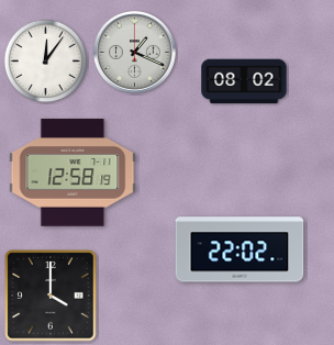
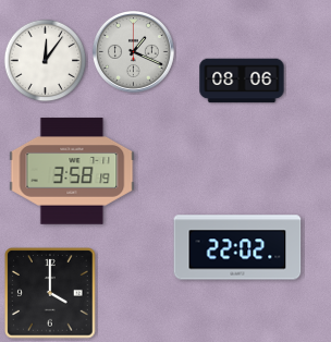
clock at (244, 81): 08:02 -> 08:06
clock at (73, 172): 12:58 -> 3:58
